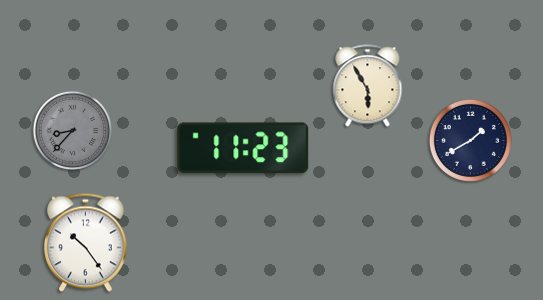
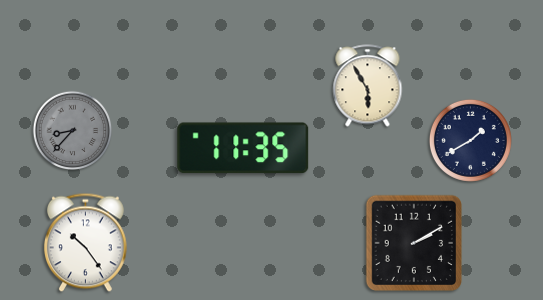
clock at (243, 148): 11:23 -> 11:35
clock at (414, 243): none -> 2:10
